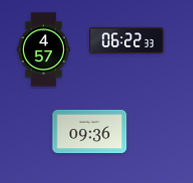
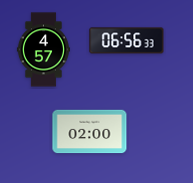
clock at (127, 41): 06:22 -> 06:56
clock at (90, 132): 09:36 -> 02:00
